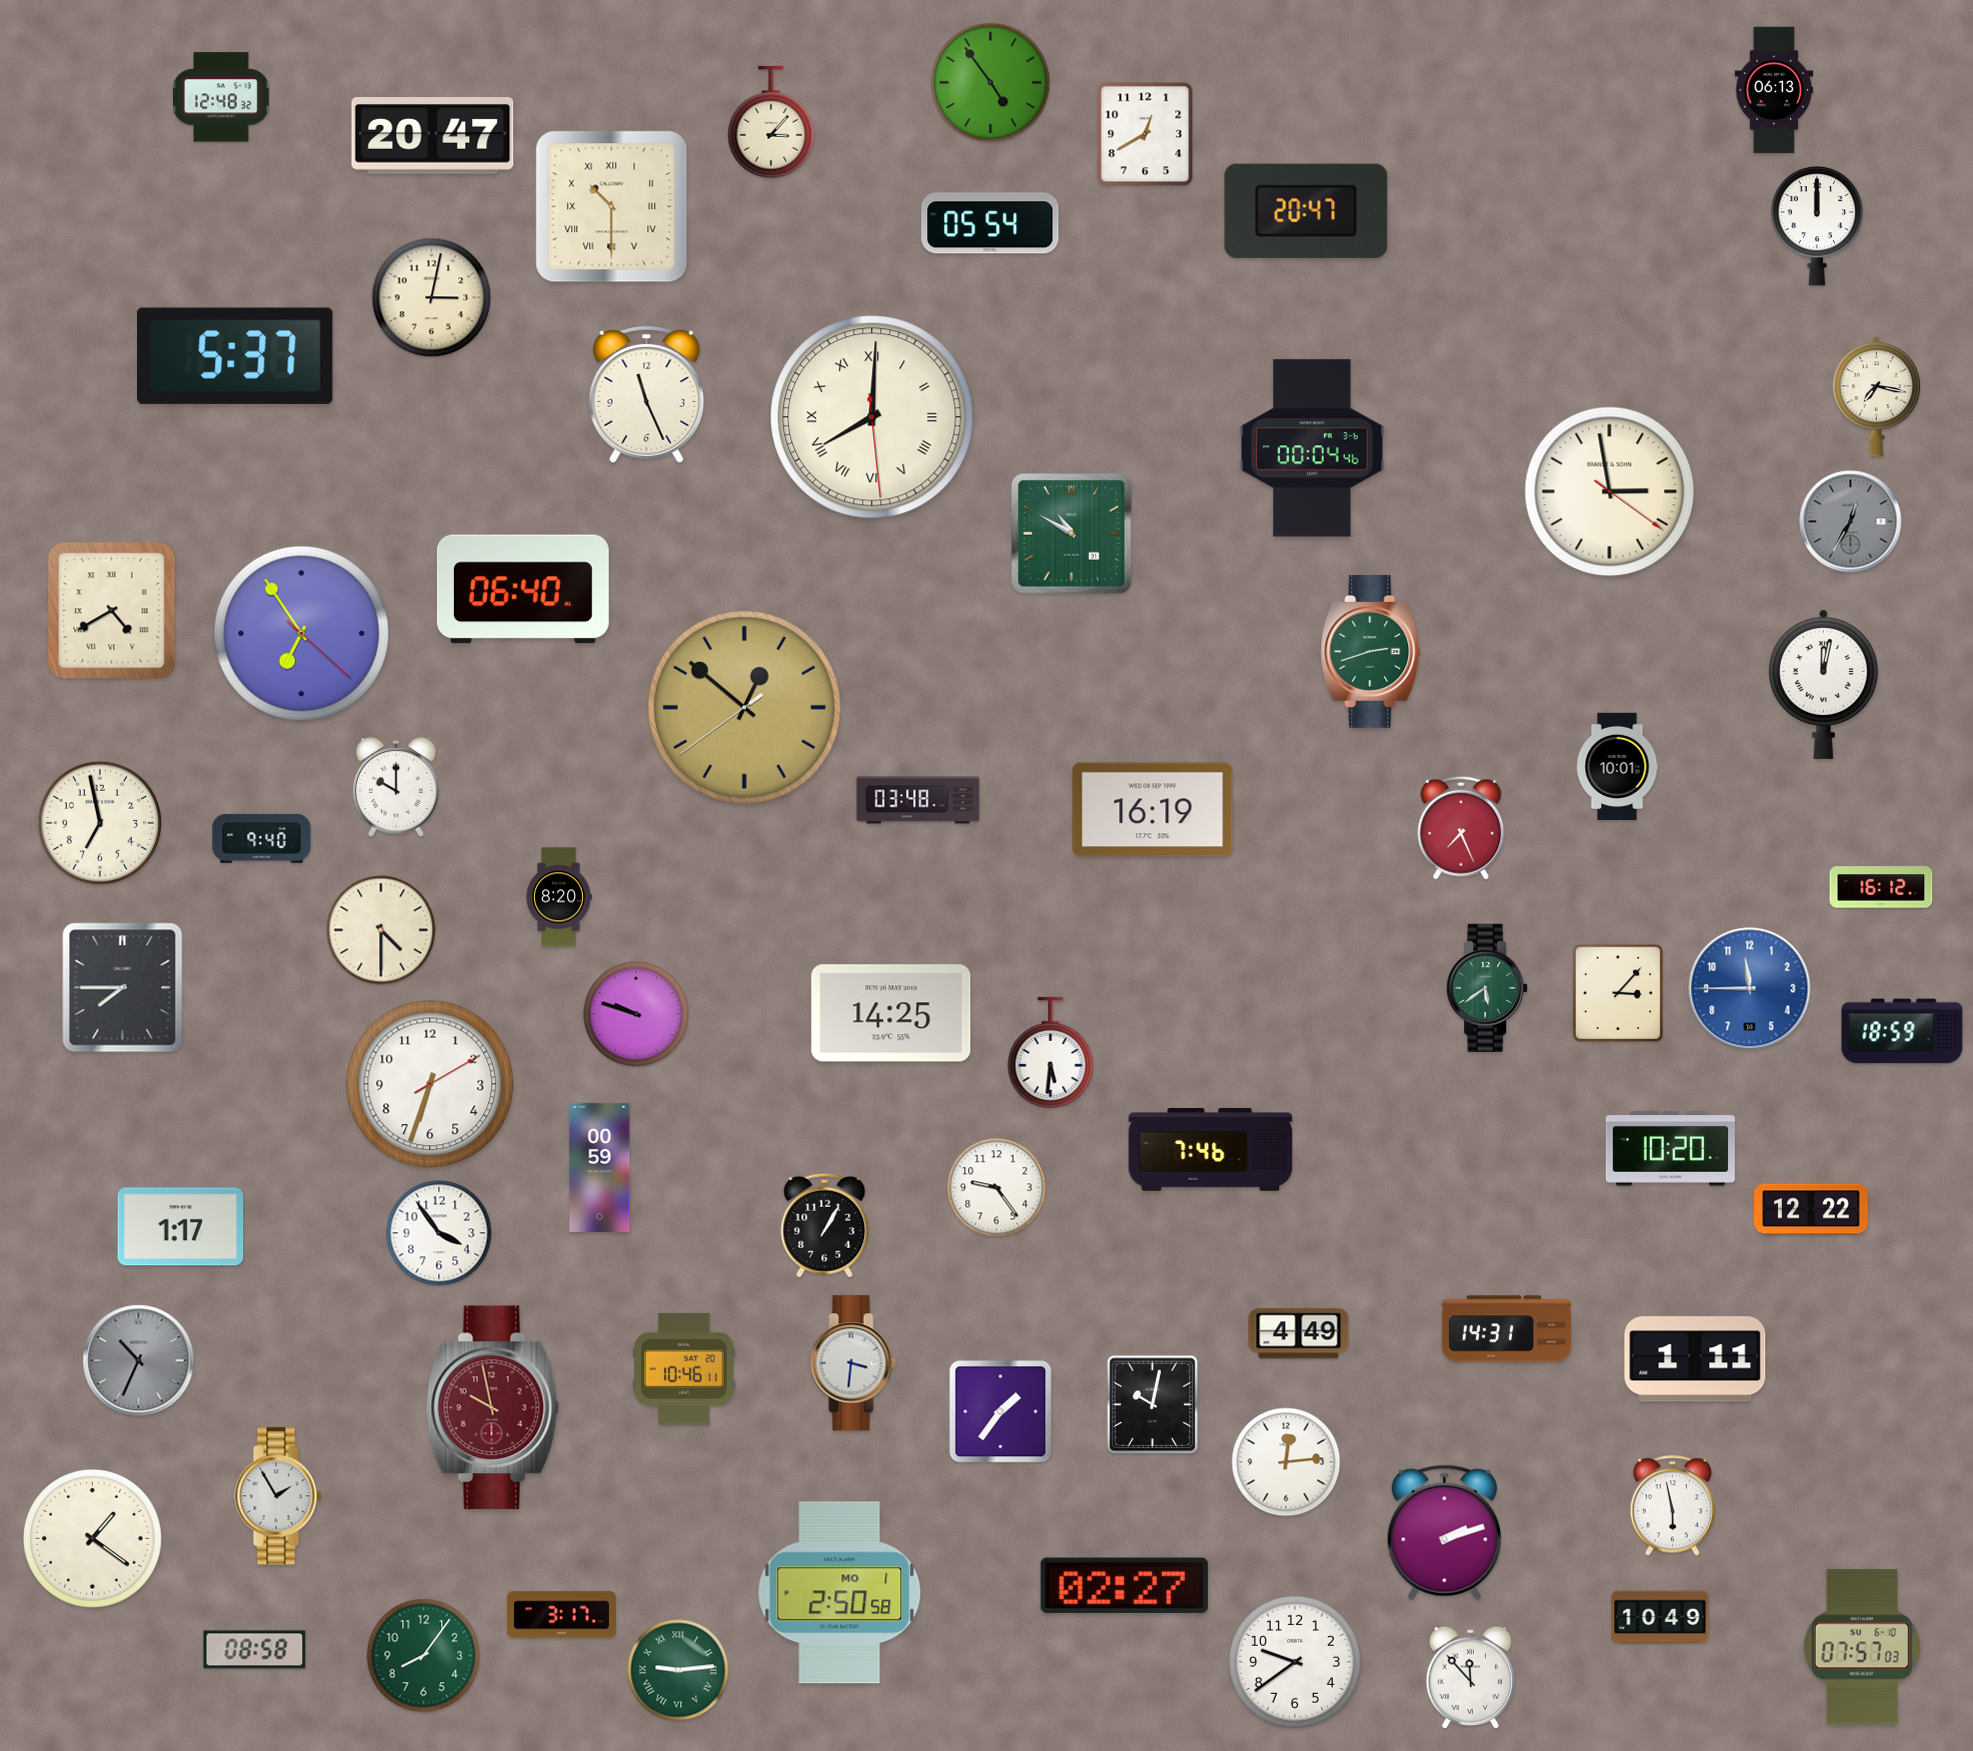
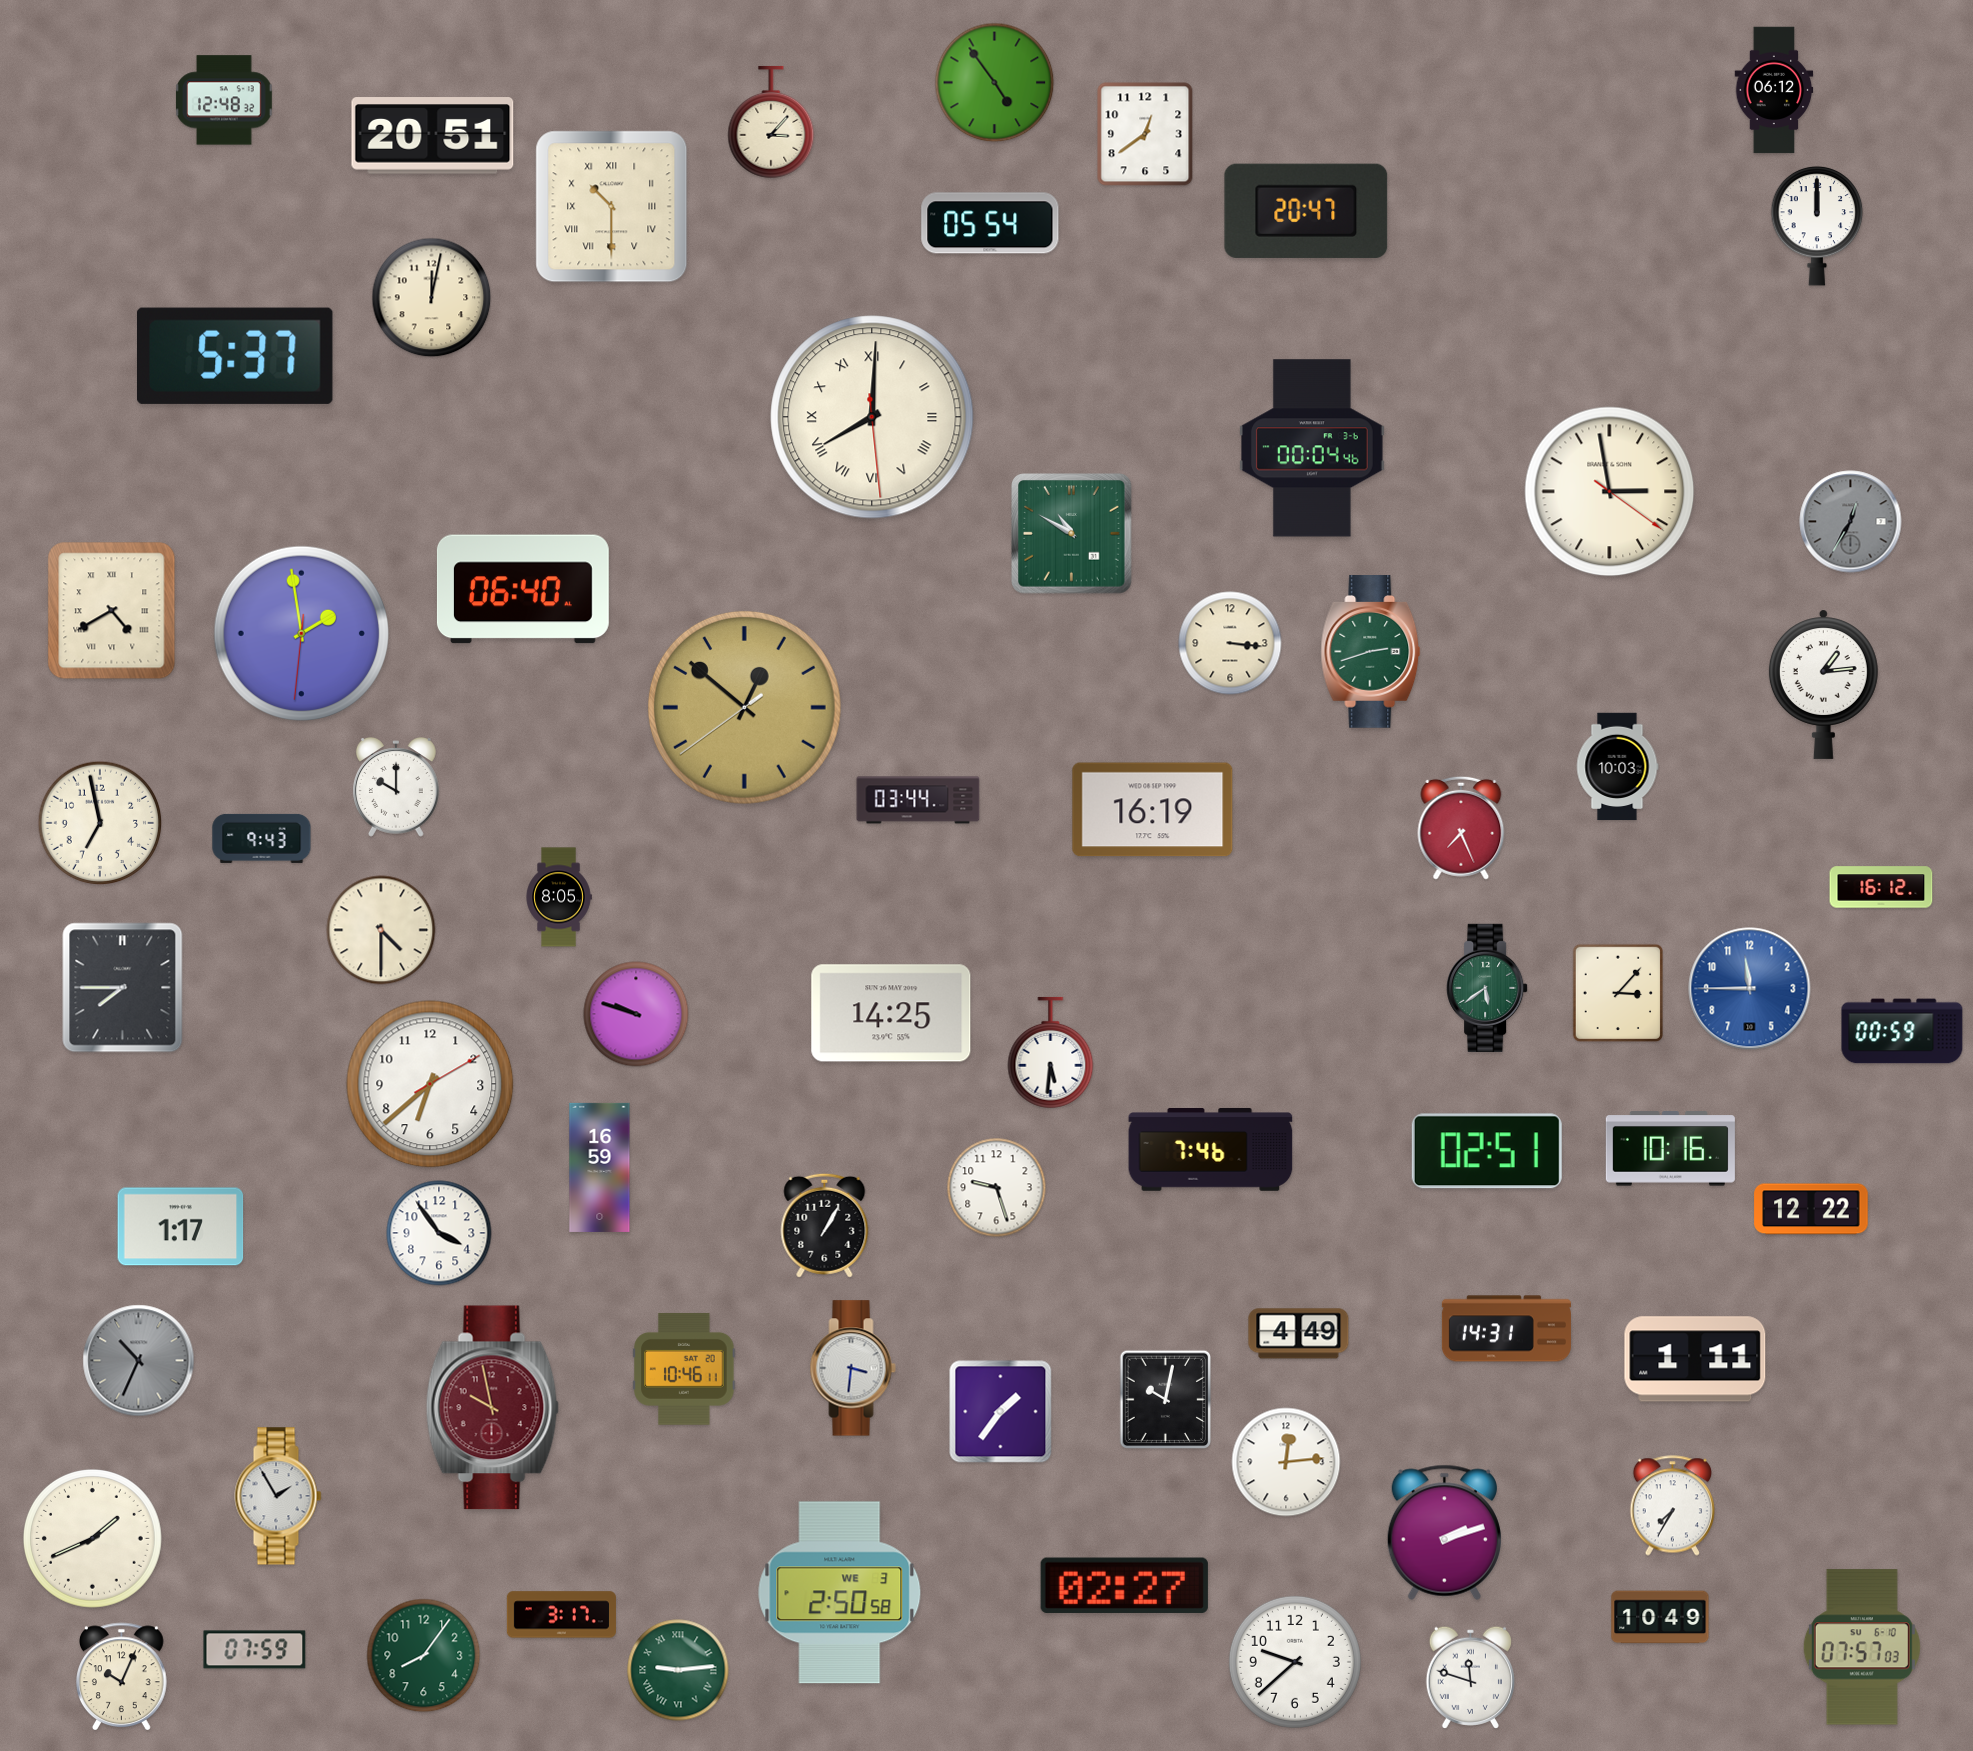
clock at (991, 83) position: (991, 83) -> (995, 83)
clock at (1774, 90): 06:13 -> 06:12
clock at (221, 97) position: (221, 97) -> (224, 100)
clock at (1145, 134): 12:40 -> 12:39
clock at (433, 136): 20:47 -> 20:51
clock at (432, 298): 3:02 -> 12:02
clock at (647, 395): 11:26 -> none
clock at (1877, 396): 7:17 -> none
clock at (301, 633): 6:54 -> 1:58
clock at (1230, 643): none -> 3:16
clock at (1823, 684): 12:02 -> 1:14
clock at (1617, 767): 10:01 -> 10:03
clock at (918, 800): 03:48 -> 03:44
clock at (262, 838): 9:40 -> 9:43
clock at (559, 897): 8:20 -> 8:05
clock at (1902, 1031): 18:59 -> 00:59
clock at (430, 1084): 6:33 -> 6:38
clock at (1670, 1149): 10:20 -> 10:16
clock at (1487, 1151): none -> 02:51
clock at (600, 1167): 00:59 -> 16:59
clock at (997, 1188): 9:24 -> 9:27
clock at (853, 1363) position: (853, 1363) -> (853, 1368)
clock at (1153, 1405) position: (1153, 1405) -> (1166, 1400)
clock at (1672, 1506): 5:58 -> 7:35
clock at (92, 1538): 1:21 -> 1:41
clock at (840, 1593) date: MO 1 -> WE 3
clock at (255, 1650): 08:58 -> 07:59
clock at (1295, 1662): 9:39 -> 9:38
clock at (122, 1677): none -> 10:04
clock at (1470, 1677): 11:53 -> 11:48
